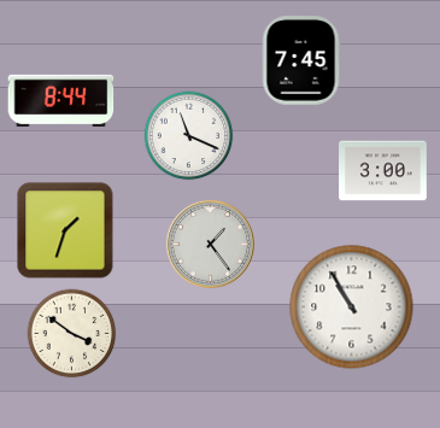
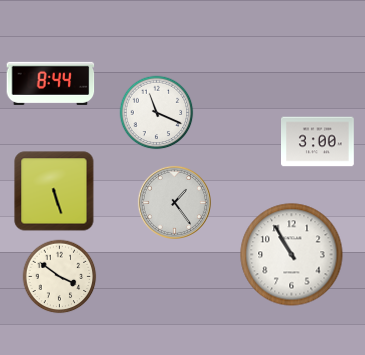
clock at (301, 60): 7:45 -> none
clock at (65, 230): 1:33 -> 5:27
